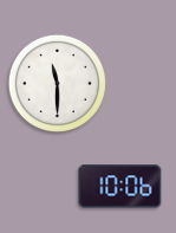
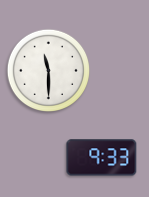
clock at (120, 187): 10:06 -> 9:33
